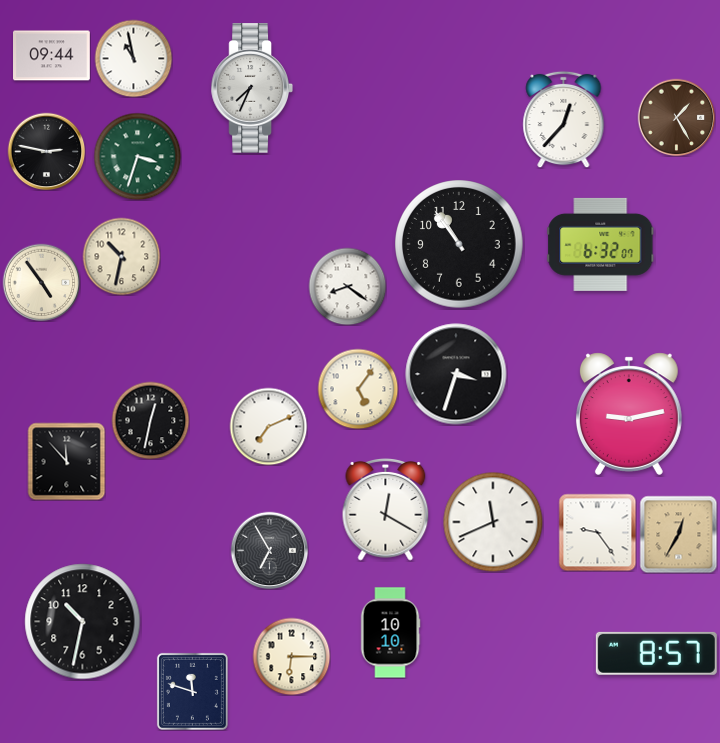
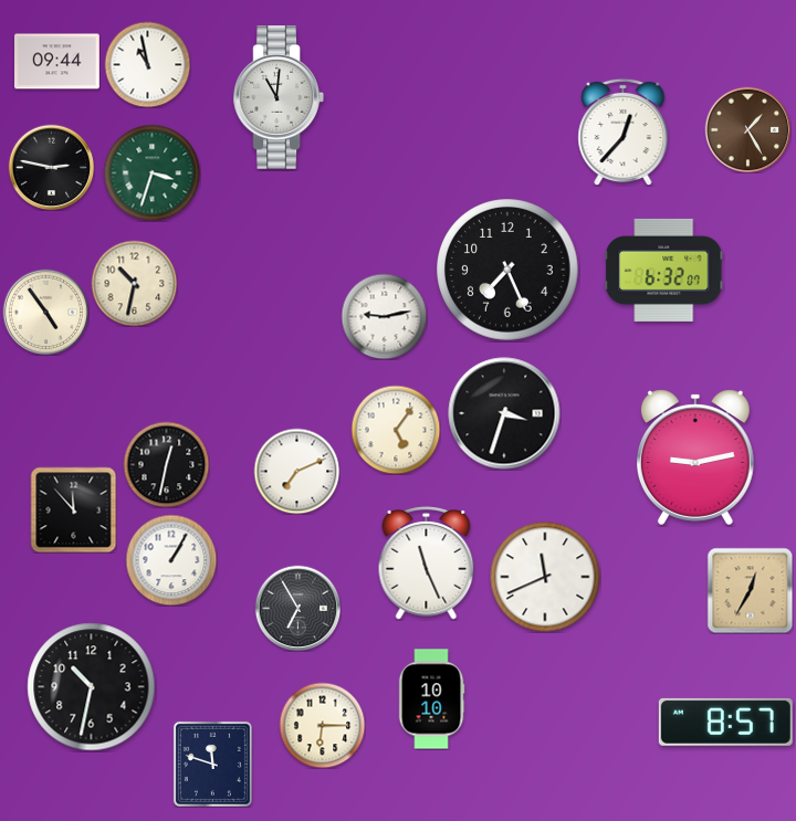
clock at (252, 88): 7:34 -> 11:01
clock at (459, 244): 10:54 -> 7:26
clock at (347, 286): 8:21 -> 9:13
clock at (171, 560): none -> 1:05
clock at (386, 510): 12:20 -> 11:26
clock at (597, 532): 9:24 -> none
